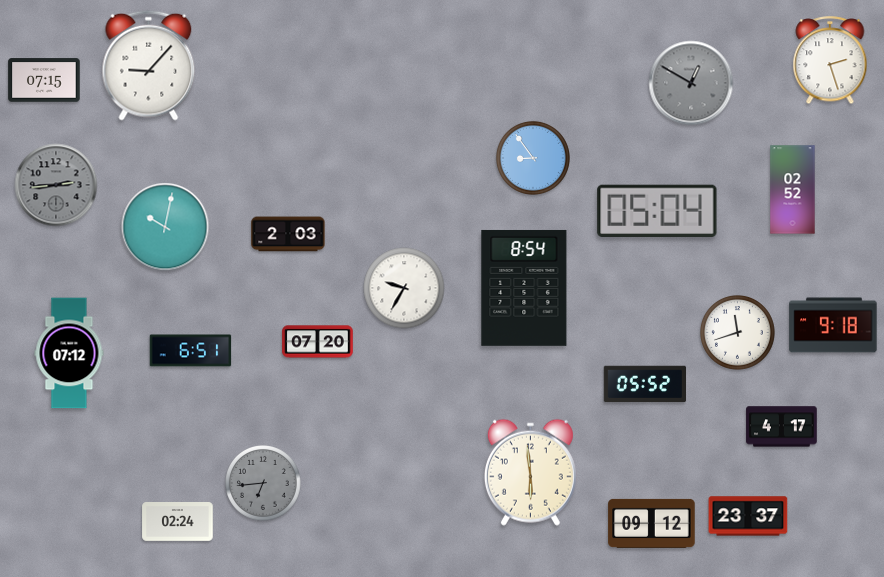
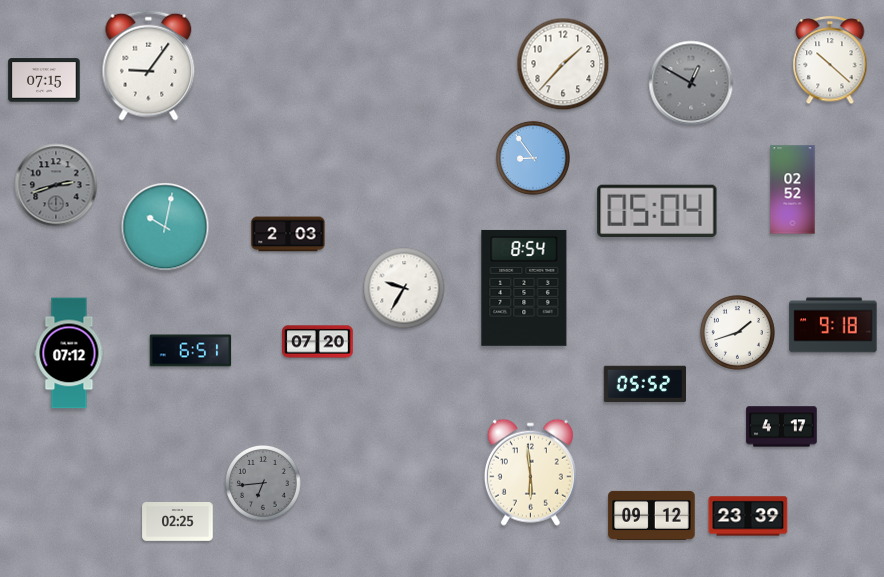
clock at (830, 61): 2:27 -> 10:22
clock at (563, 64): none -> 1:37
clock at (149, 65): 9:07 -> 9:06
clock at (56, 185): 2:44 -> 2:42
clock at (737, 332): 11:42 -> 1:42
clock at (748, 516): 23:37 -> 23:39
clock at (178, 522): 02:24 -> 02:25
clock at (652, 523) position: (652, 523) -> (652, 515)
